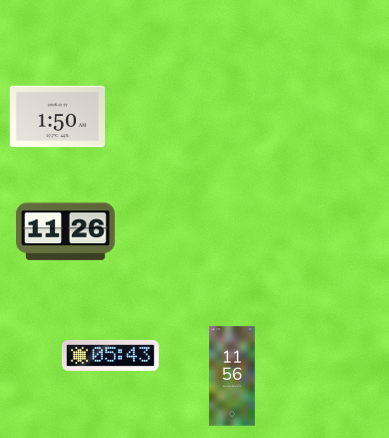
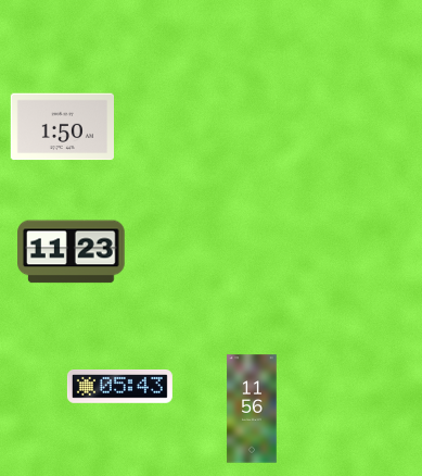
clock at (66, 232): 11:26 -> 11:23
